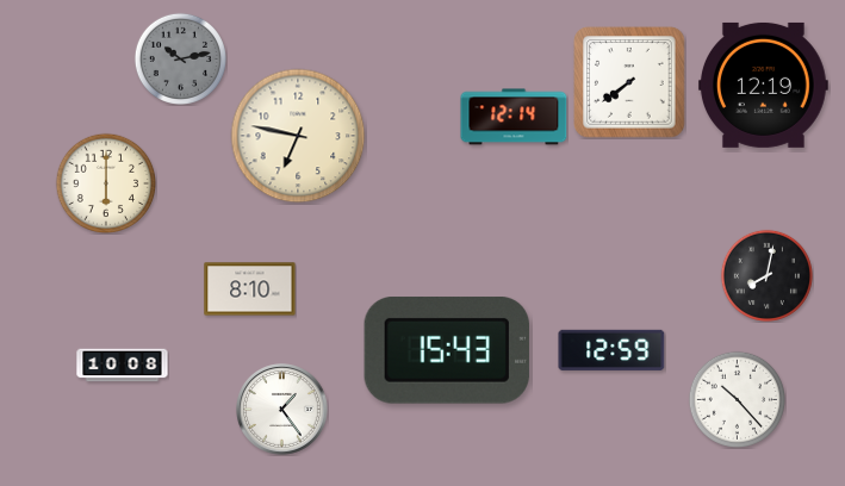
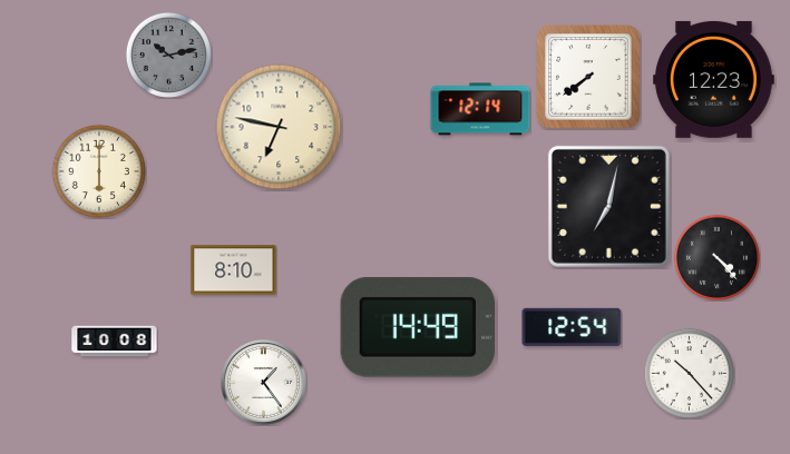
clock at (763, 85): 12:19 -> 12:23
clock at (608, 206): none -> 7:02
clock at (766, 275): 8:02 -> 4:23
clock at (611, 350): 12:59 -> 12:54
clock at (447, 351): 15:43 -> 14:49
